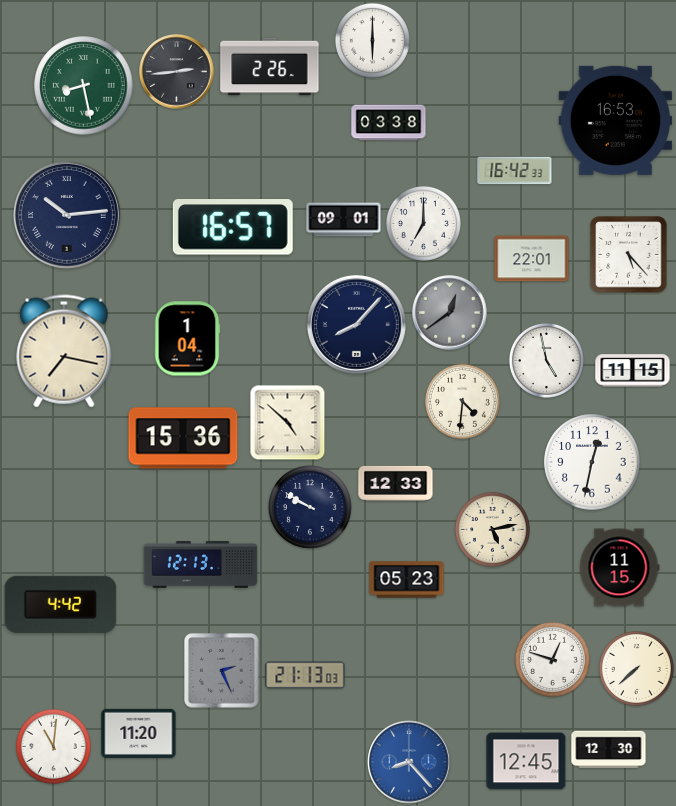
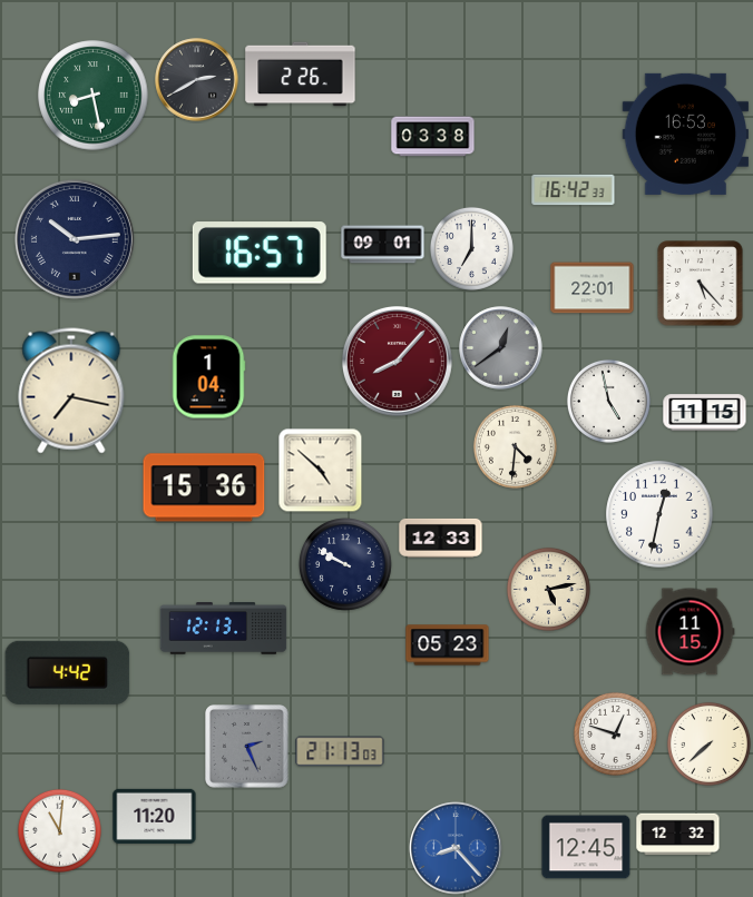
clock at (372, 40): 6:00 -> none
clock at (177, 72): 2:44 -> 2:40
clock at (357, 325) dial: navy -> burgundy
clock at (407, 580) position: (407, 580) -> (448, 645)
clock at (609, 750): 12:30 -> 12:32
